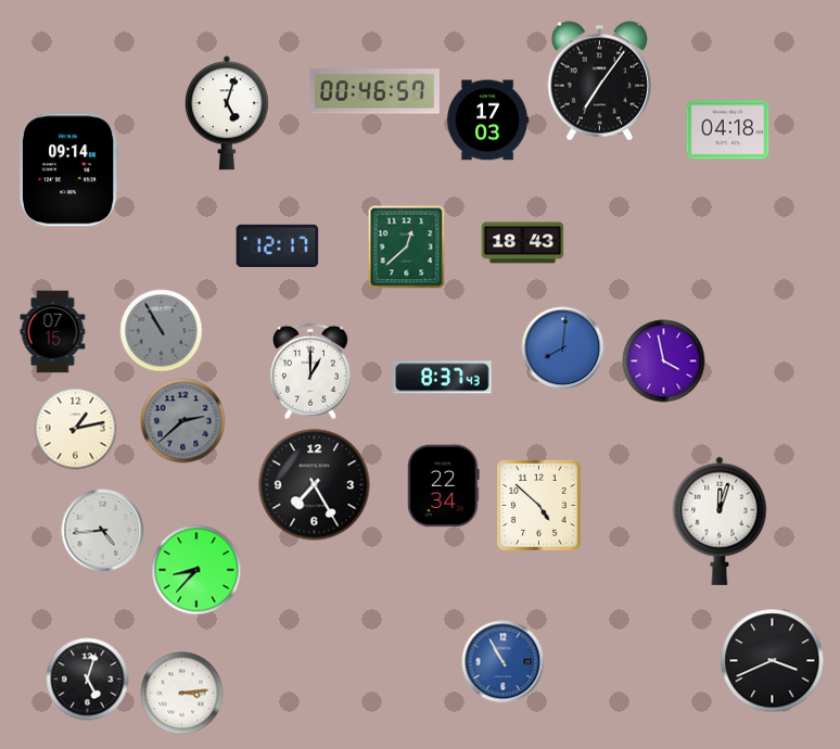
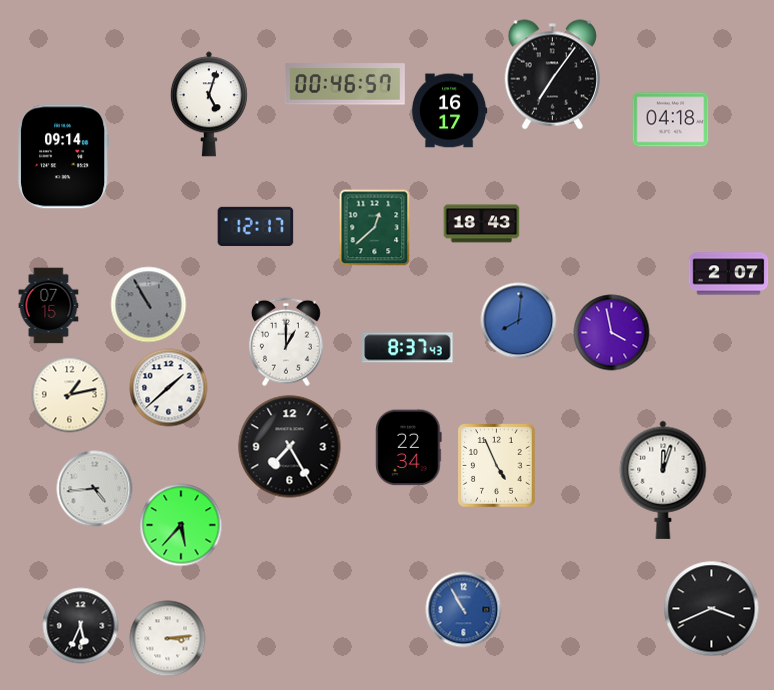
clock at (487, 120): 17:03 -> 16:17
clock at (729, 274): none -> 2:07
clock at (183, 421): 2:38 -> 1:38
clock at (183, 421) dial: grey -> white
clock at (539, 506): 4:52 -> 4:56
clock at (196, 570): 8:37 -> 5:37
clock at (88, 680): 5:03 -> 5:34
